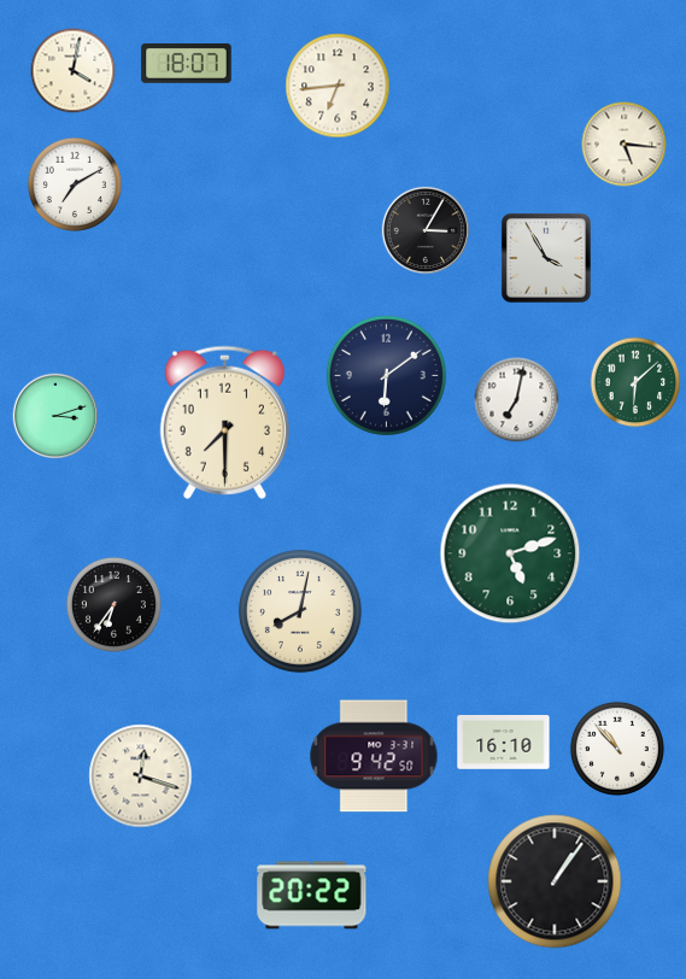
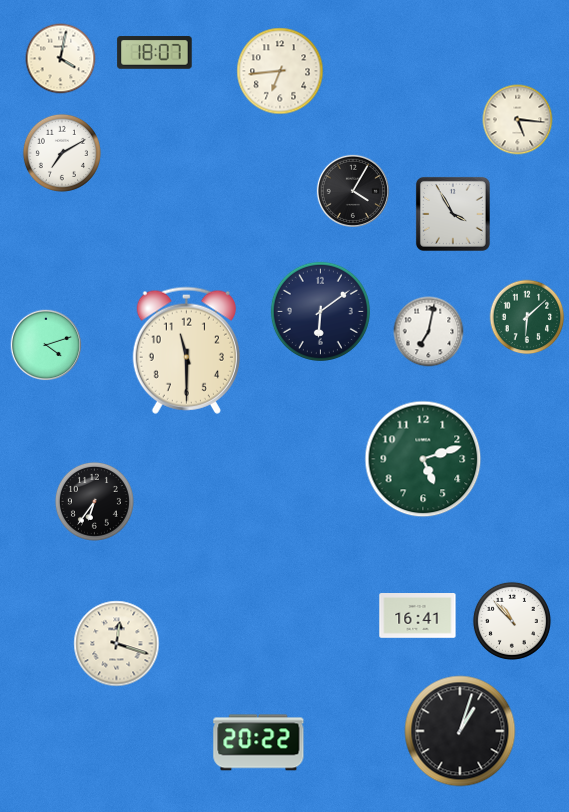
clock at (426, 230): 3:05 -> 4:05
clock at (55, 416): 3:12 -> 4:12
clock at (224, 422): 7:30 -> 11:30
clock at (300, 611): 8:02 -> none
clock at (504, 743): 16:10 -> 16:41
clock at (374, 756): 9:42 -> none
clock at (555, 881): 1:06 -> 1:03
